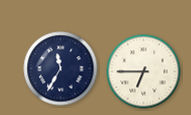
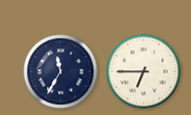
clock at (61, 69) position: (61, 69) -> (61, 72)
